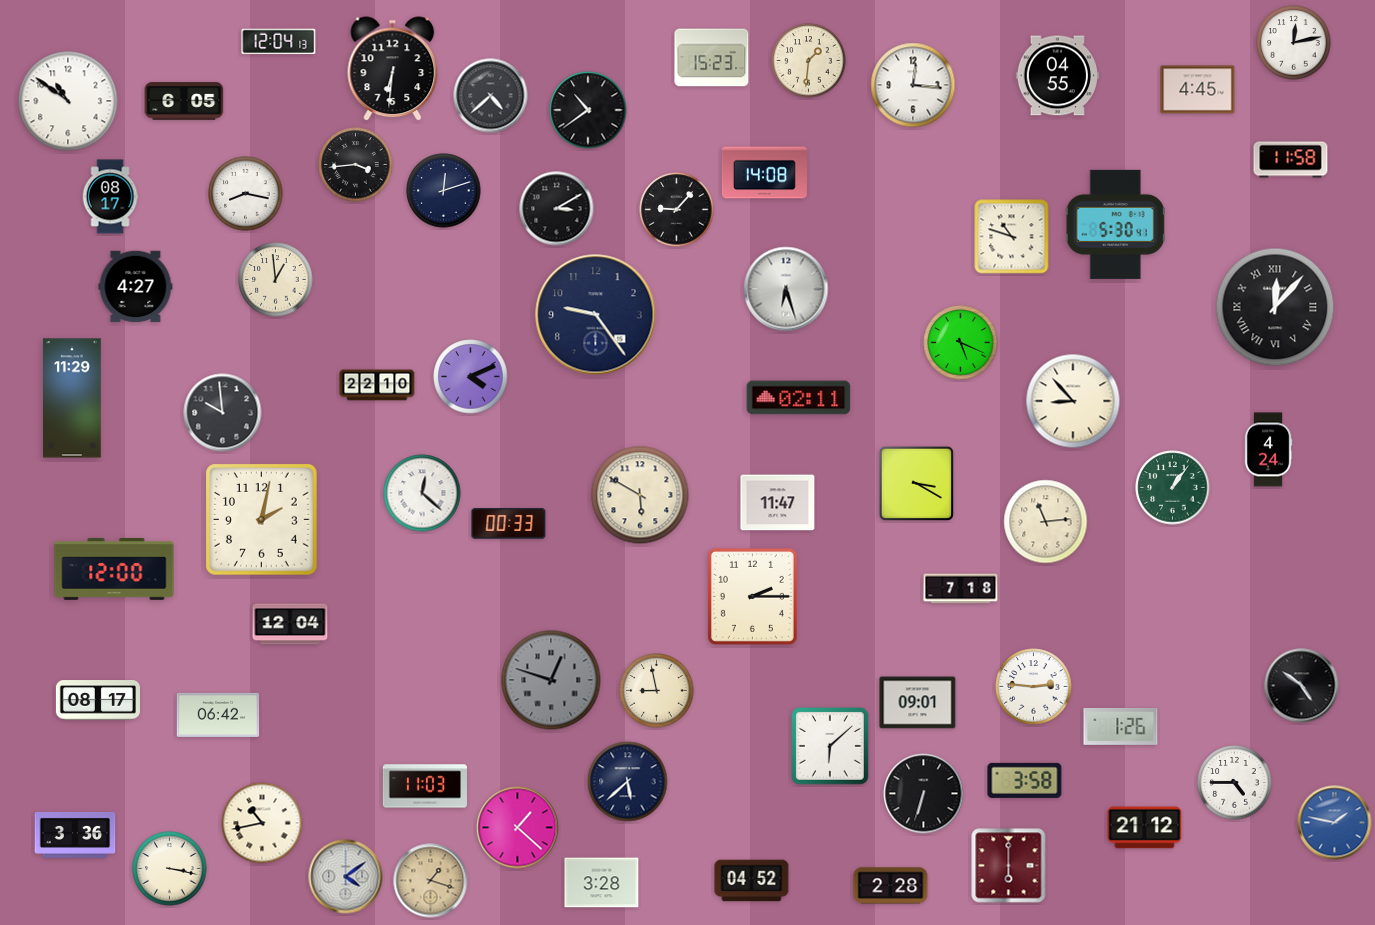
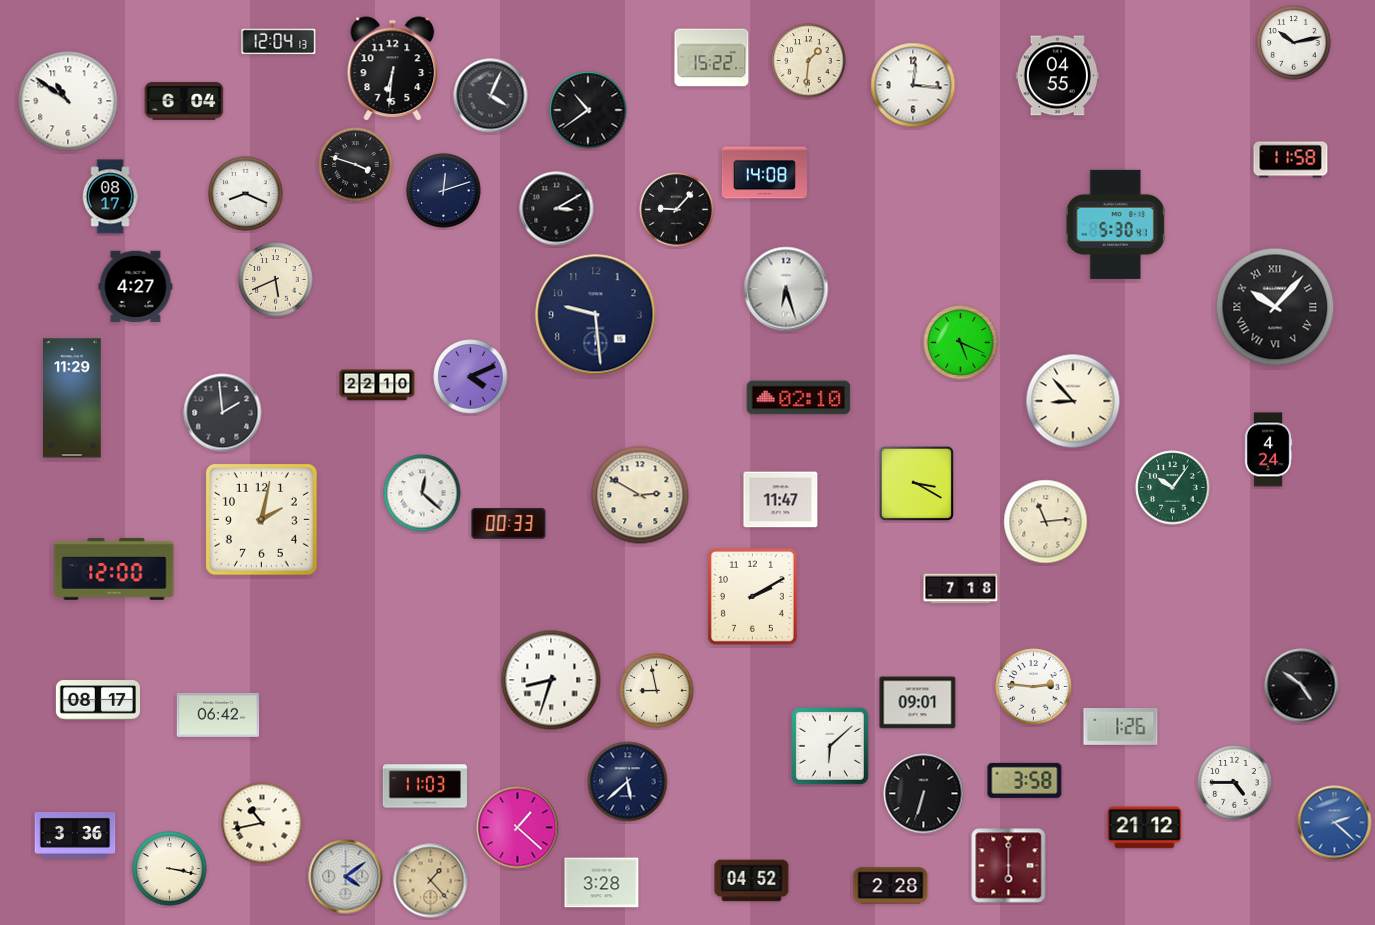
clock at (1294, 43): 12:13 -> 10:13
clock at (712, 58): 15:23 -> 15:22
clock at (1198, 90): 4:45 -> none
clock at (491, 96): 4:38 -> 4:04
clock at (184, 101): 6:05 -> 6:04
clock at (356, 165): 3:44 -> 3:48
clock at (246, 194): 8:17 -> 8:19
clock at (1012, 237): 10:48 -> none
clock at (276, 280): 12:59 -> 5:41
clock at (1275, 307): 12:07 -> 10:07
clock at (596, 315): 9:24 -> 9:29
clock at (799, 398): 02:11 -> 02:10
clock at (223, 413): 9:59 -> 1:59
clock at (1173, 488): 1:06 -> 10:06
clock at (640, 495): 5:50 -> 2:50
clock at (778, 503) position: (778, 503) -> (781, 500)
clock at (752, 596): 2:15 -> 2:10
clock at (290, 624): 12:04 -> none
clock at (551, 680): 12:48 -> 8:33
clock at (551, 680) dial: grey -> white
clock at (1335, 823): 1:47 -> 2:22
clock at (431, 881): 1:18 -> 1:23
